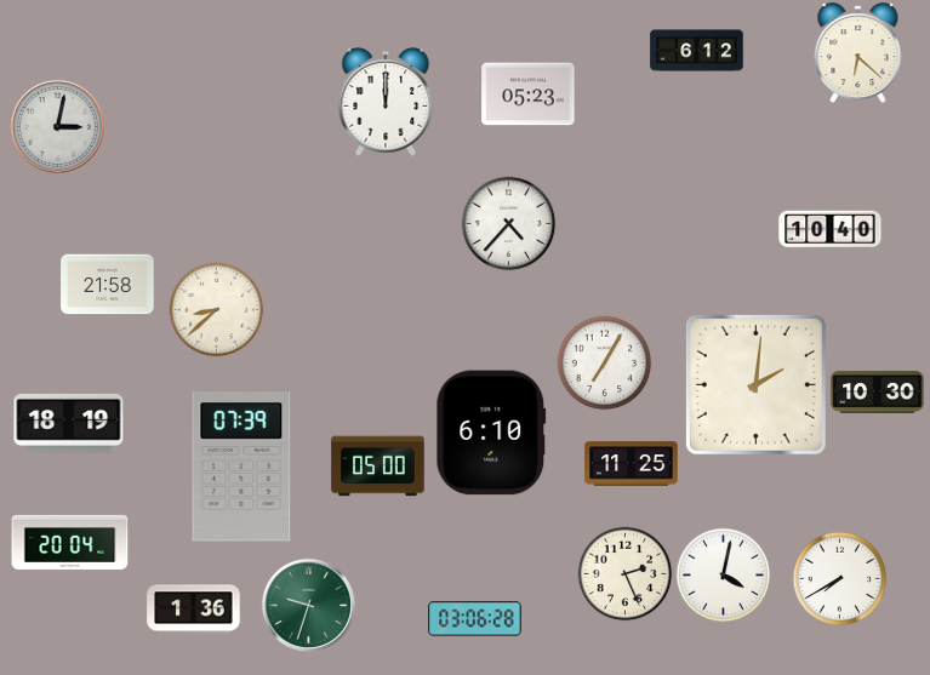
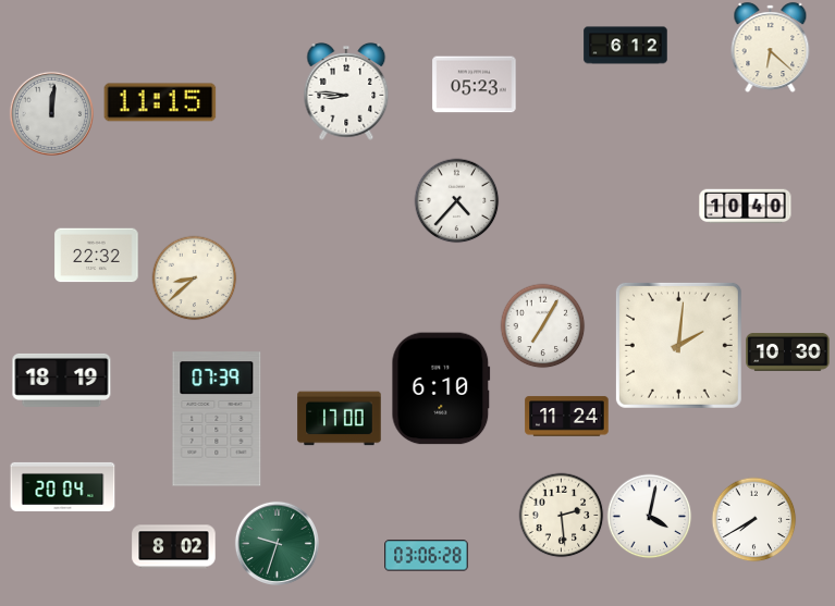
clock at (386, 103): 12:00 -> 8:46
clock at (160, 102): none -> 11:15
clock at (57, 126): 3:02 -> 12:01
clock at (108, 285): 21:58 -> 22:32
clock at (632, 464): 11:25 -> 11:24
clock at (378, 467): 05:00 -> 17:00
clock at (624, 573): 2:26 -> 2:29
clock at (194, 610): 1:36 -> 8:02
